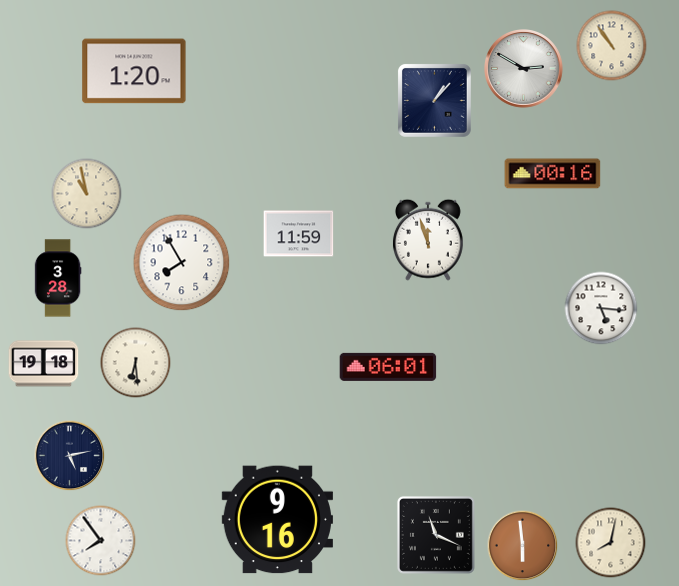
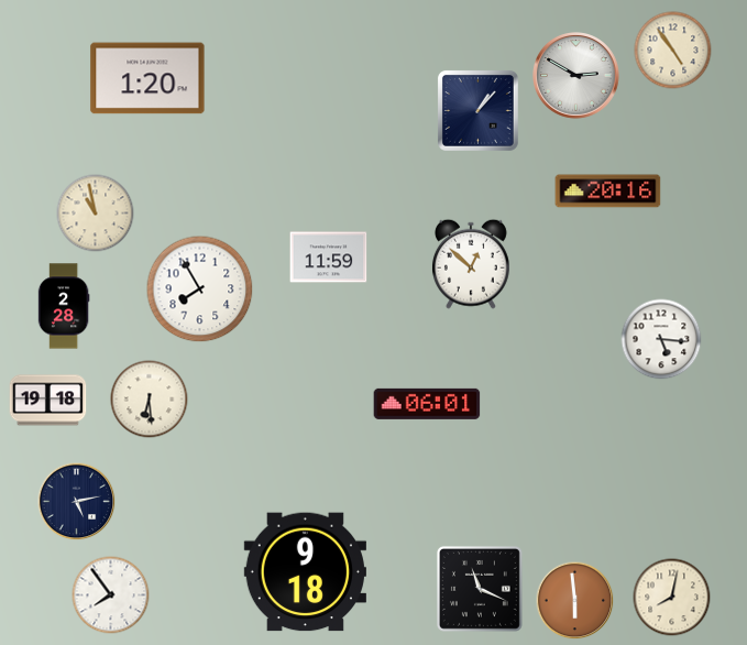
clock at (612, 46): 10:54 -> 4:54
clock at (553, 174): 00:16 -> 20:16
clock at (428, 240): 11:57 -> 12:52
clock at (58, 278): 3:28 -> 2:28
clock at (277, 520): 9:16 -> 9:18
